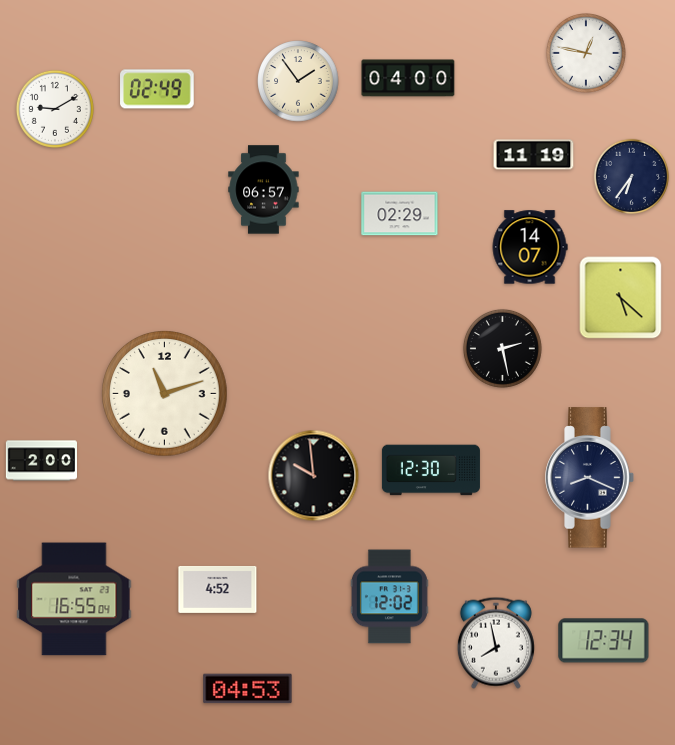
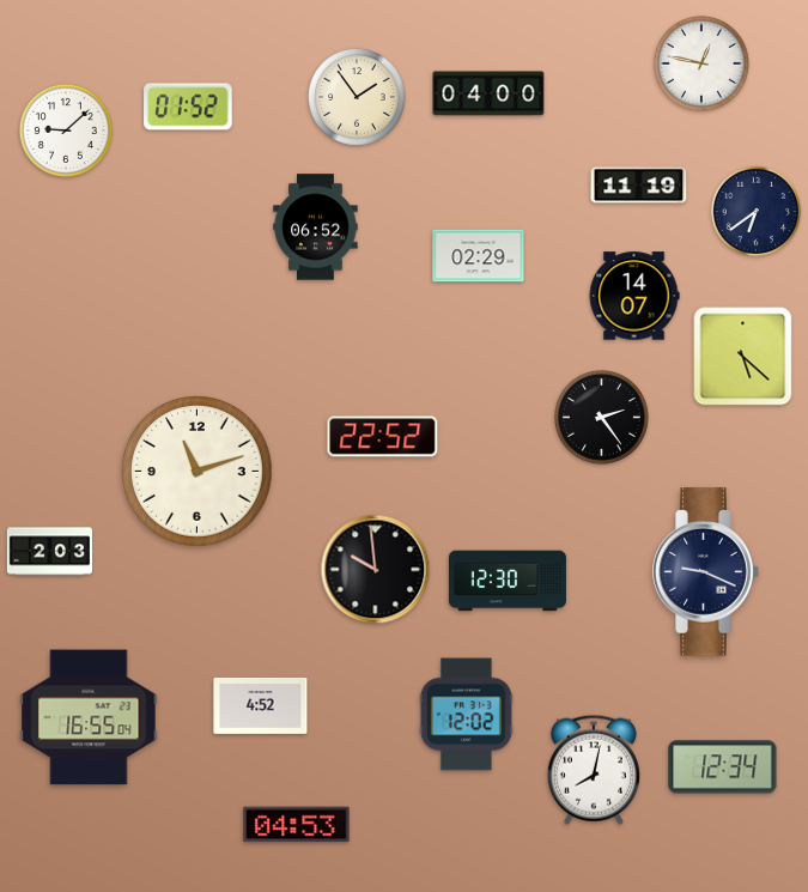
clock at (157, 89): 02:49 -> 01:52
clock at (55, 109): 9:10 -> 9:08
clock at (632, 177): 6:36 -> 6:39
clock at (264, 190): 06:57 -> 06:52
clock at (502, 348): 2:28 -> 2:24
clock at (383, 437): none -> 22:52
clock at (41, 461): 2:00 -> 2:03
clock at (431, 470) position: (431, 470) -> (508, 581)
clock at (590, 478): 8:19 -> 9:19
clock at (496, 643): 7:58 -> 8:02
